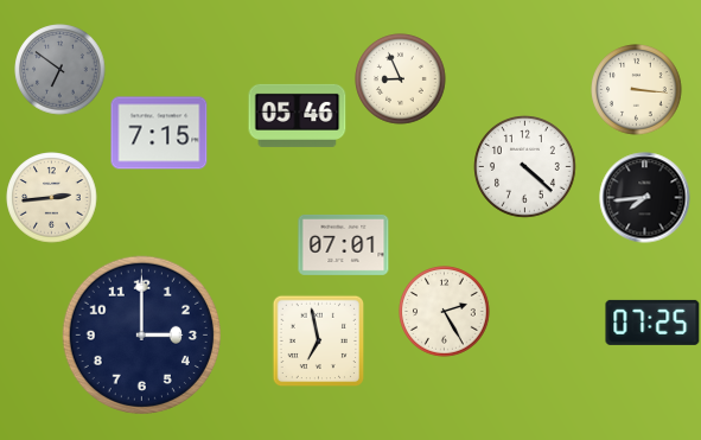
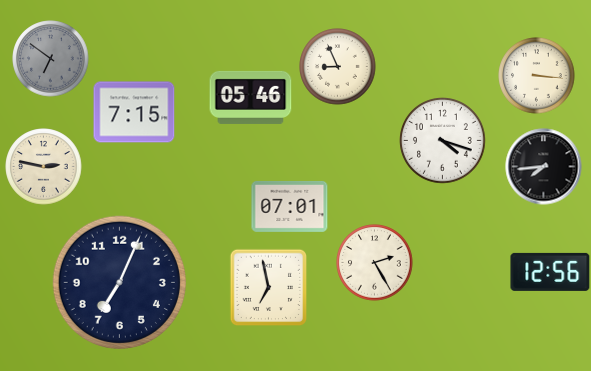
clock at (525, 167): 4:22 -> 4:18
clock at (52, 198): 2:44 -> 2:47
clock at (652, 323): 07:25 -> 12:56
clock at (141, 334): 3:00 -> 7:04
